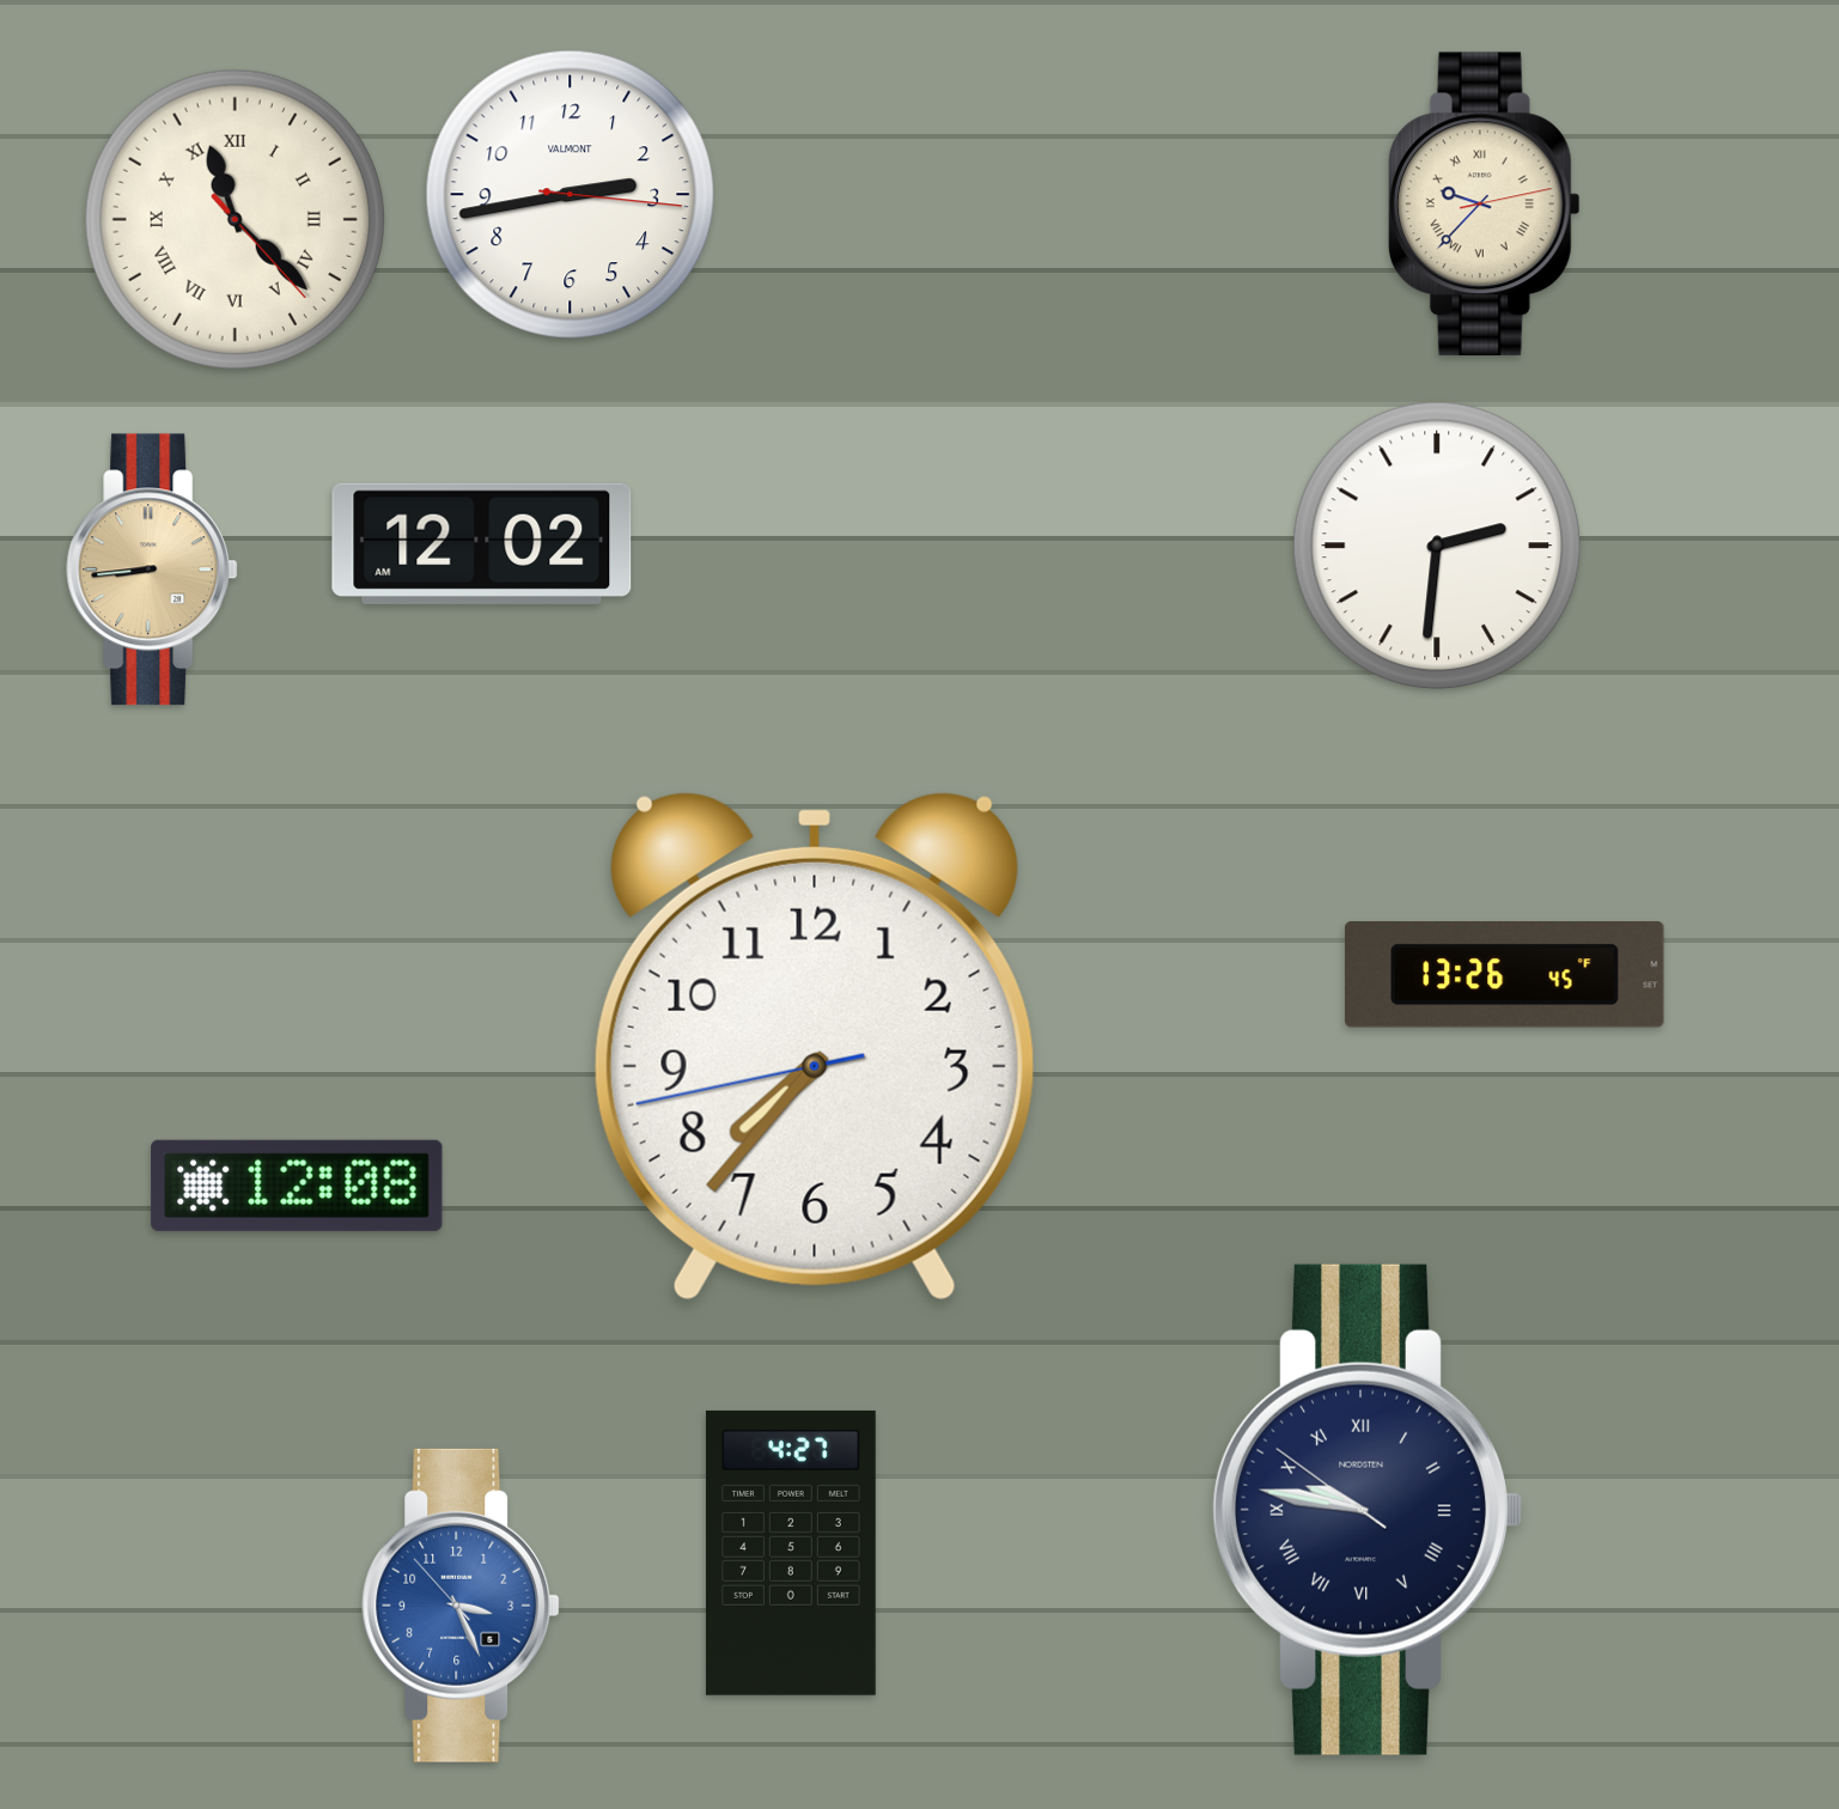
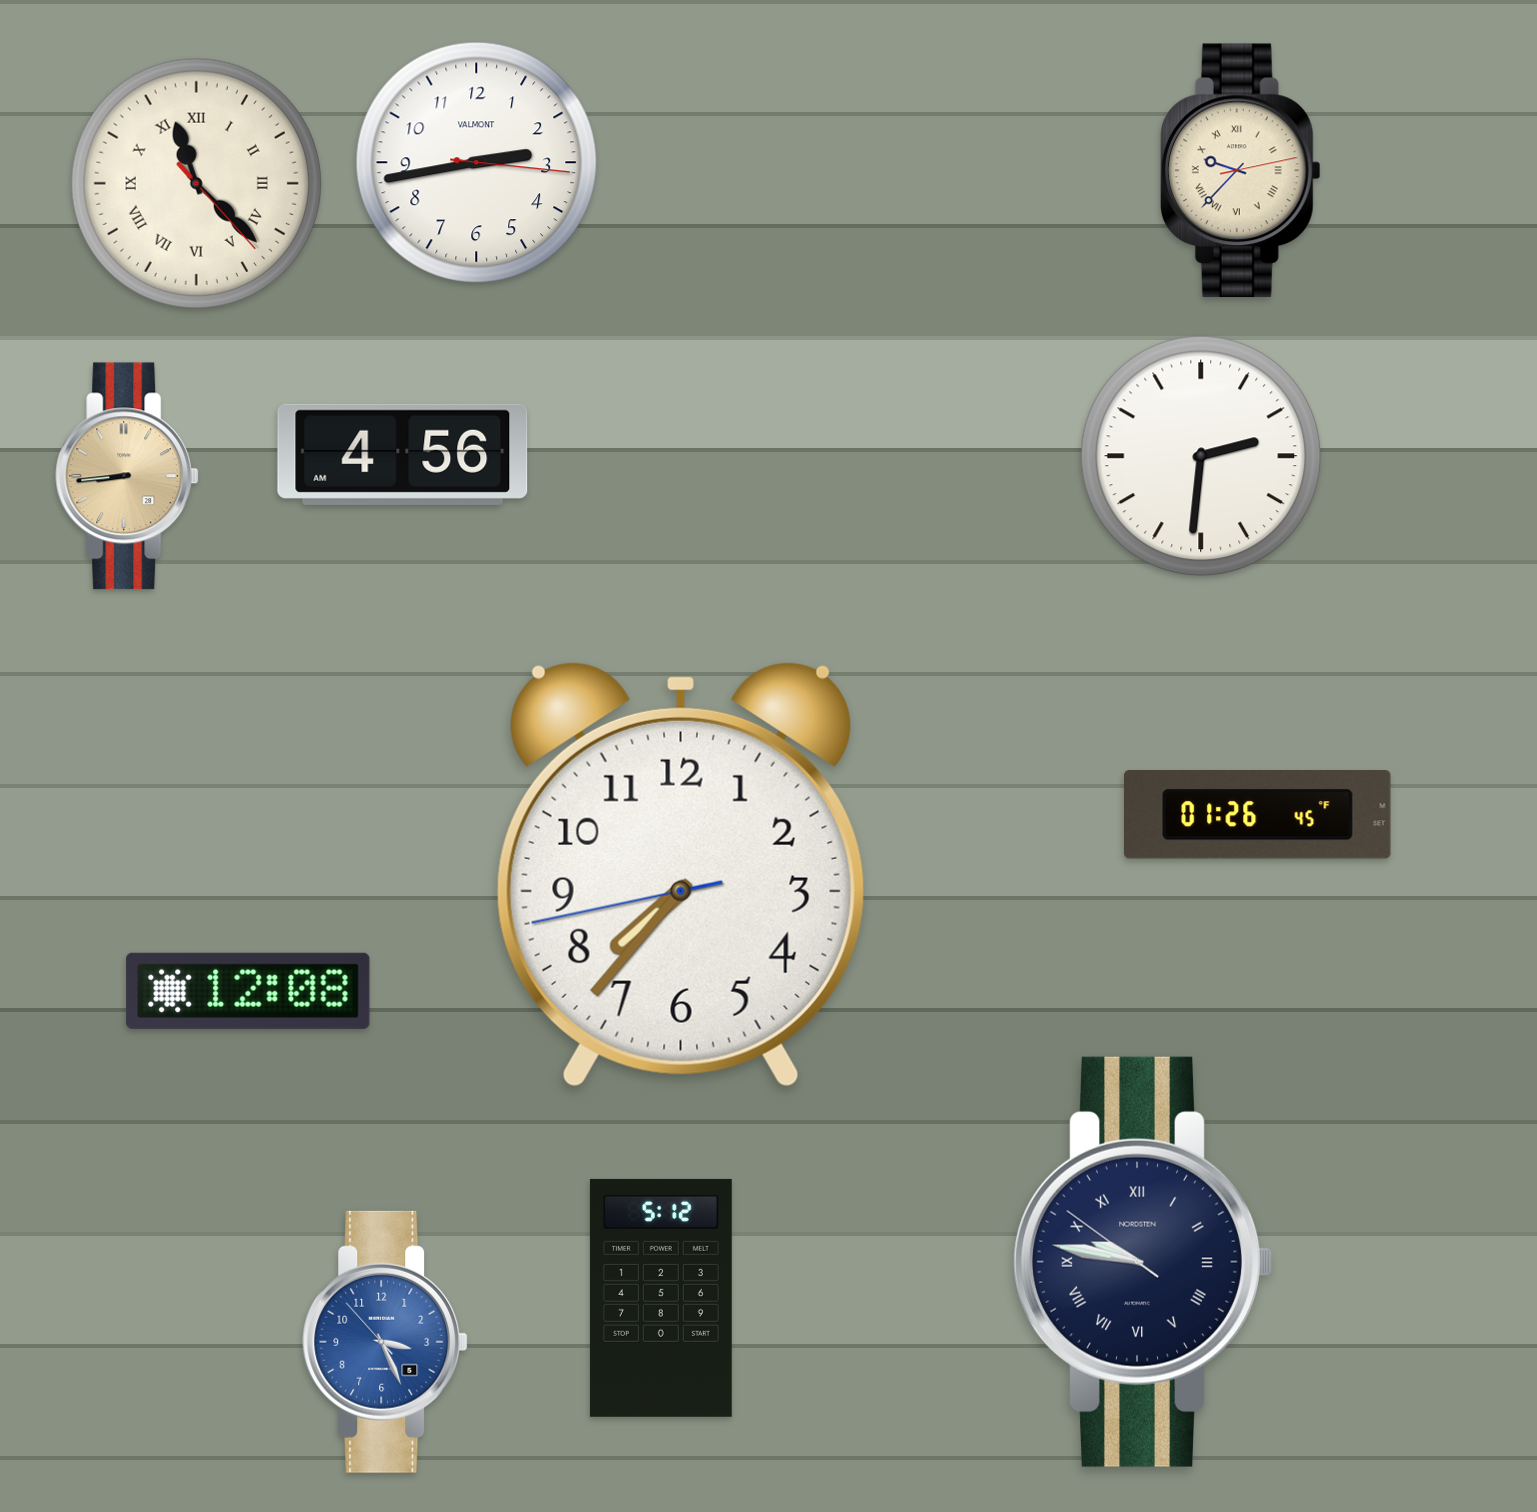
clock at (482, 543): 12:02 -> 4:56
clock at (1504, 975): 13:26 -> 01:26
clock at (791, 1553): 4:27 -> 5:12
